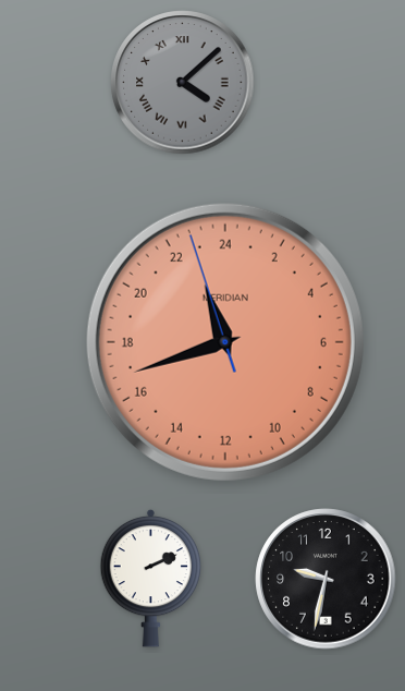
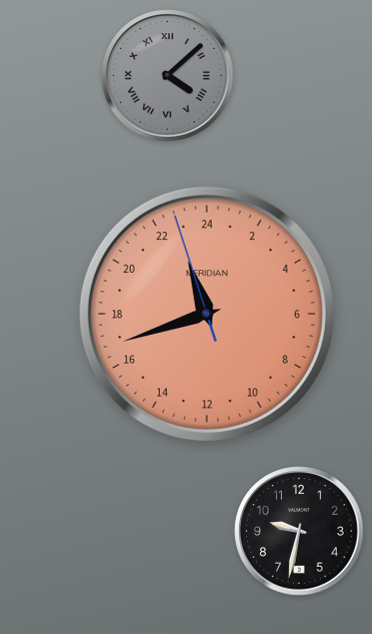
clock at (151, 578): 2:11 -> none
